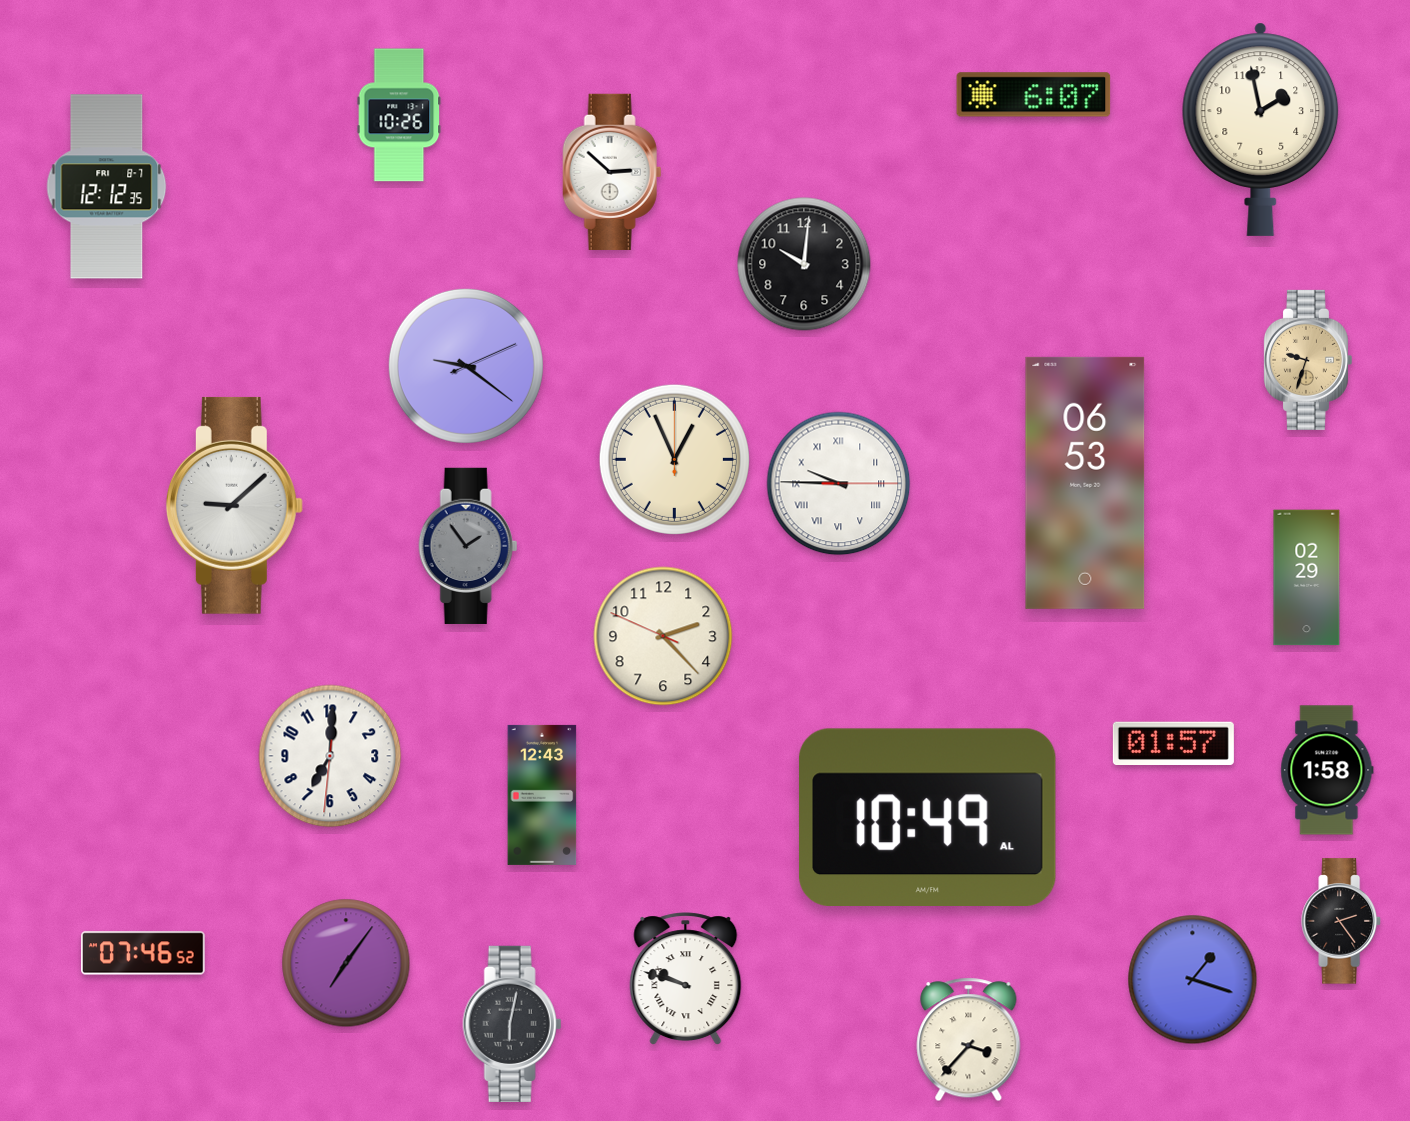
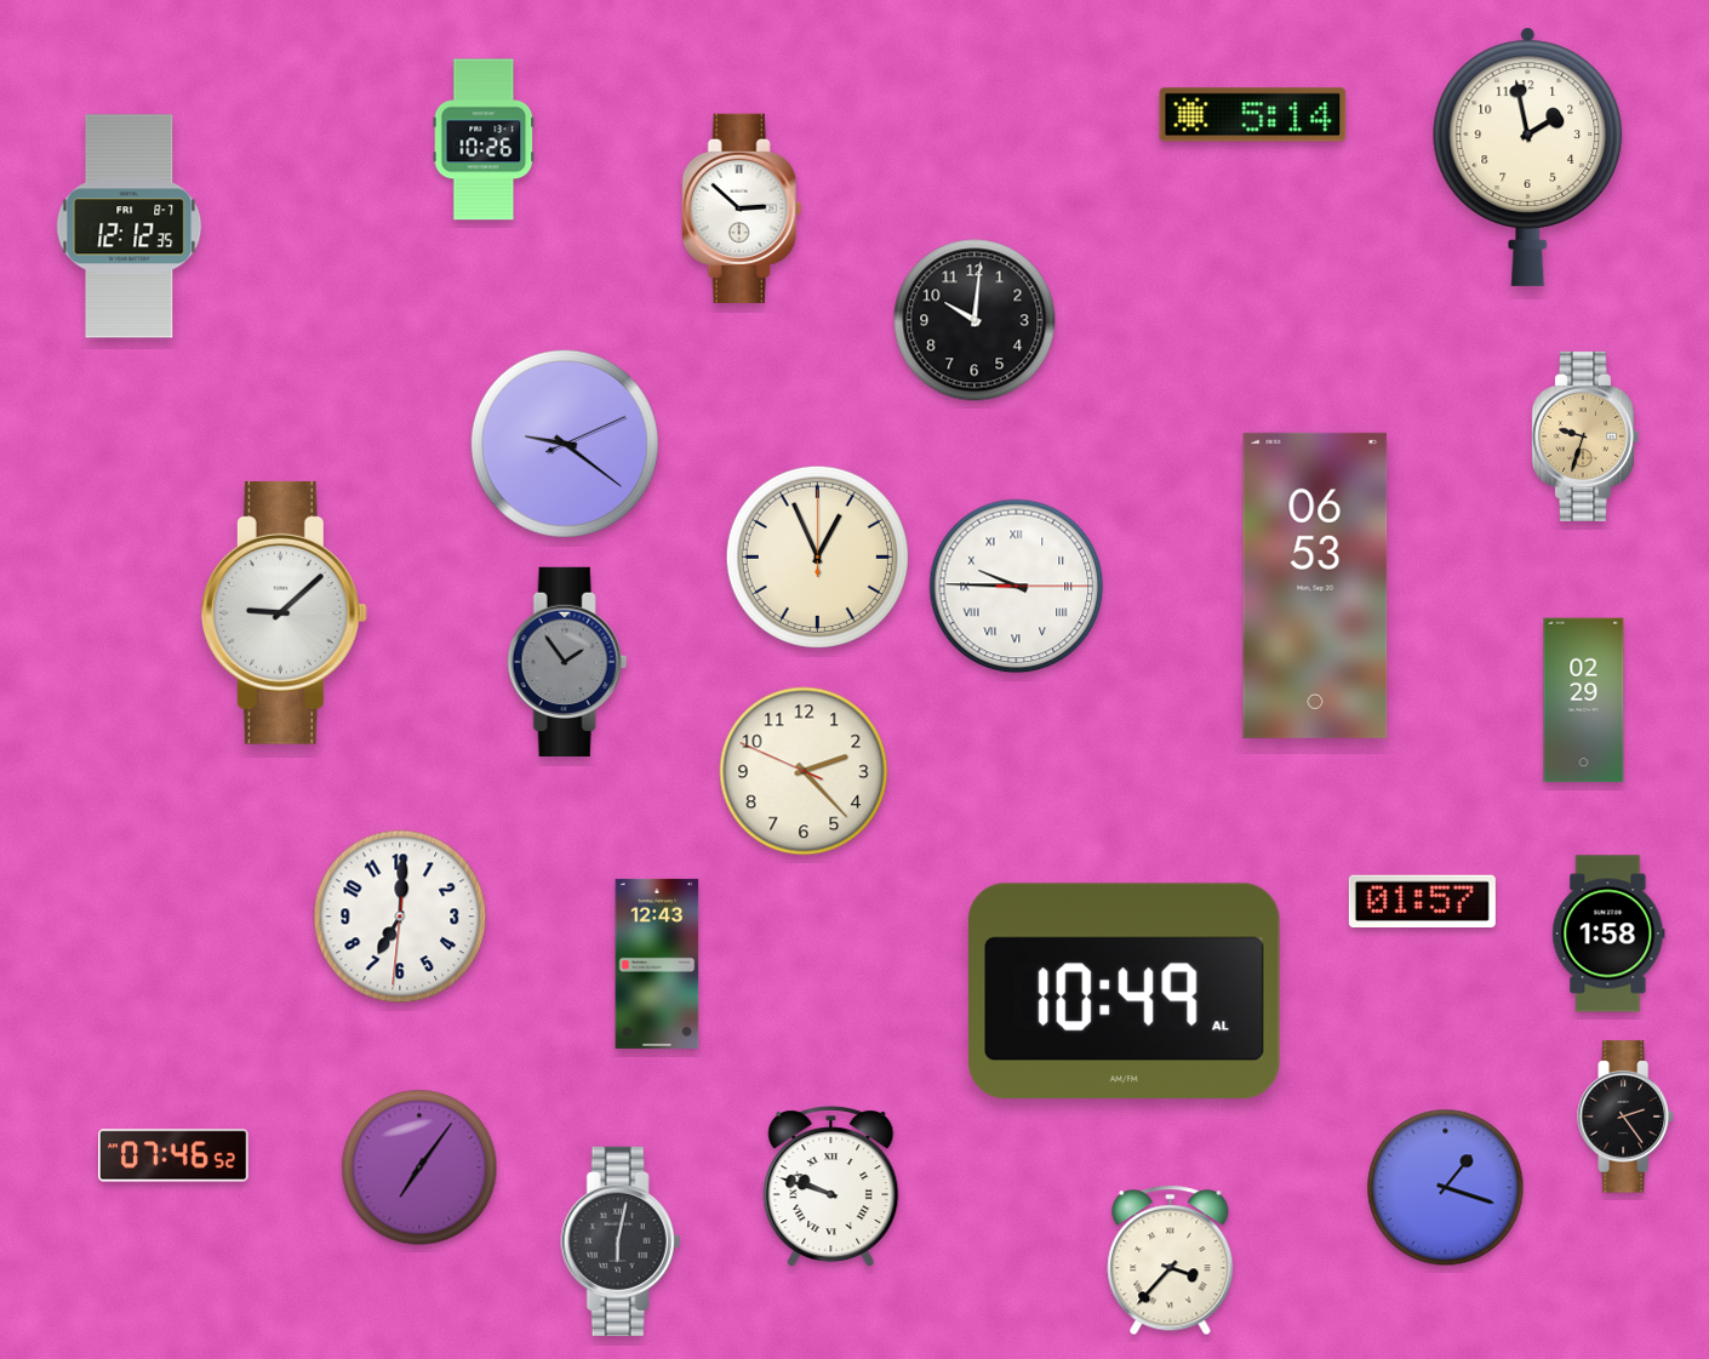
clock at (1034, 95): 6:07 -> 5:14
clock at (969, 1040) position: (969, 1040) -> (1171, 1261)
